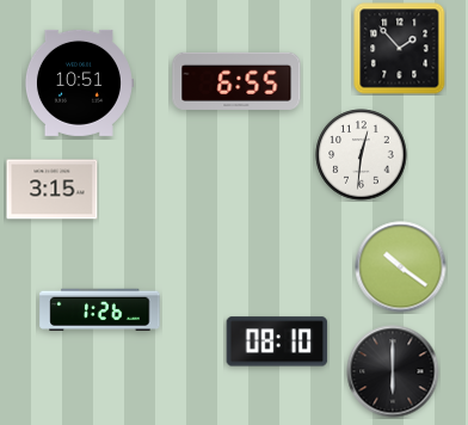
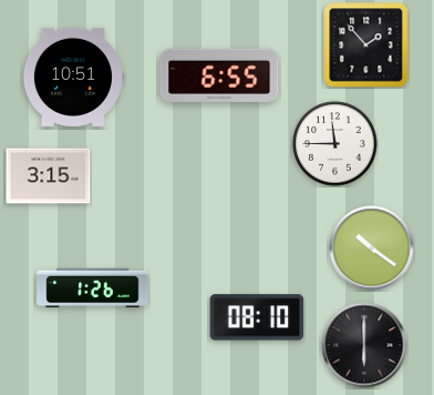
clock at (400, 49) position: (400, 49) -> (366, 45)
clock at (362, 155): 12:31 -> 11:45
